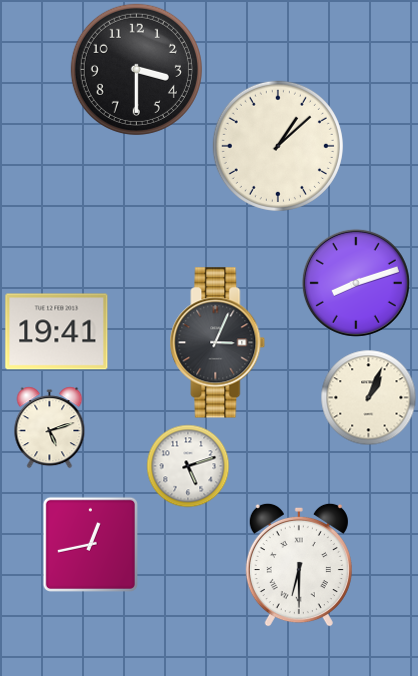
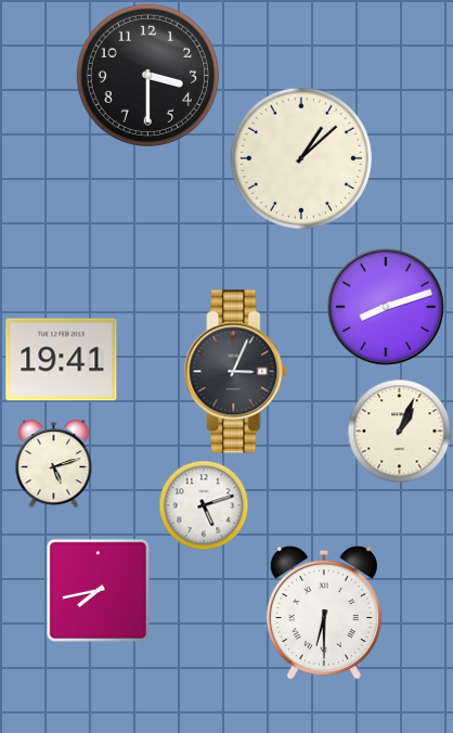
clock at (90, 544): 12:43 -> 7:43
